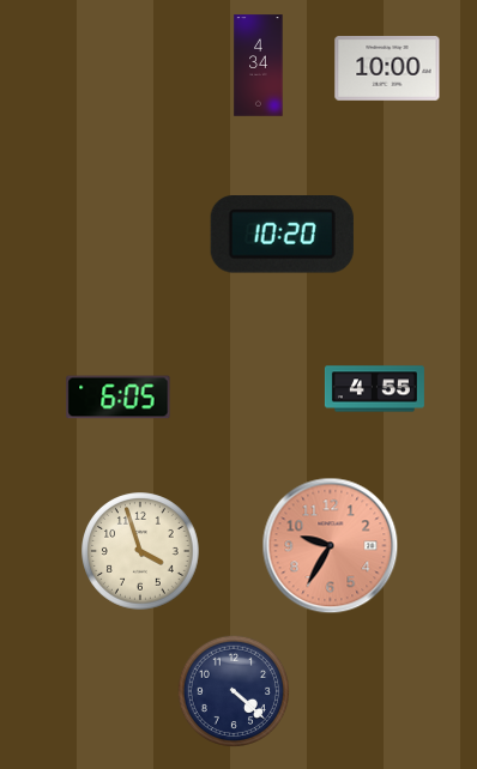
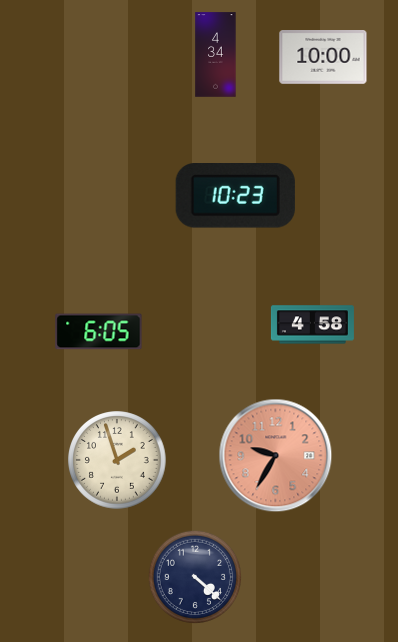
clock at (282, 235): 10:20 -> 10:23
clock at (374, 389): 4:55 -> 4:58
clock at (140, 551): 3:57 -> 1:57
